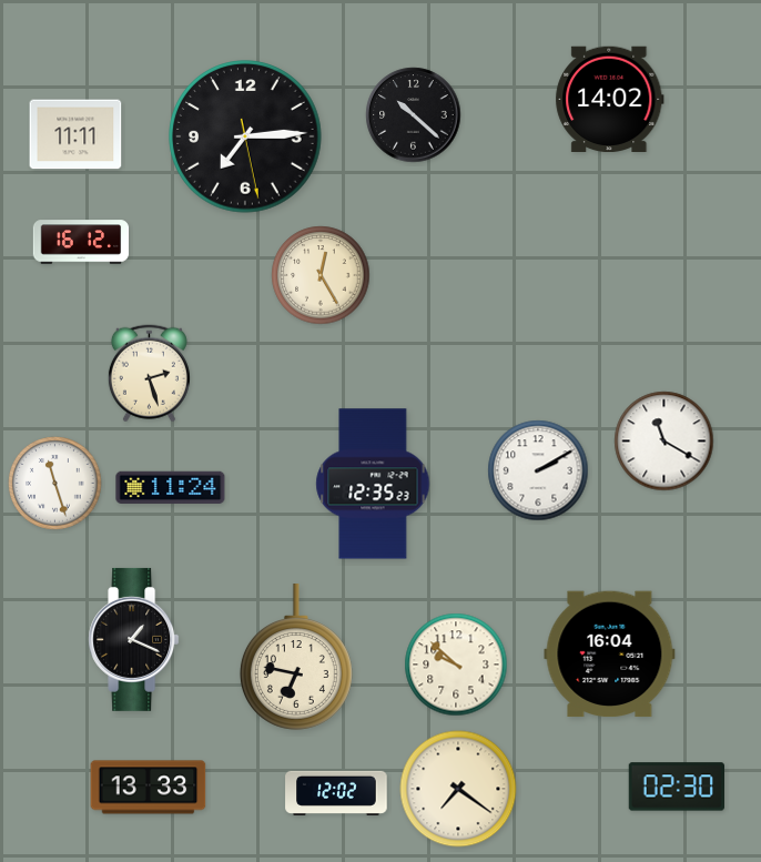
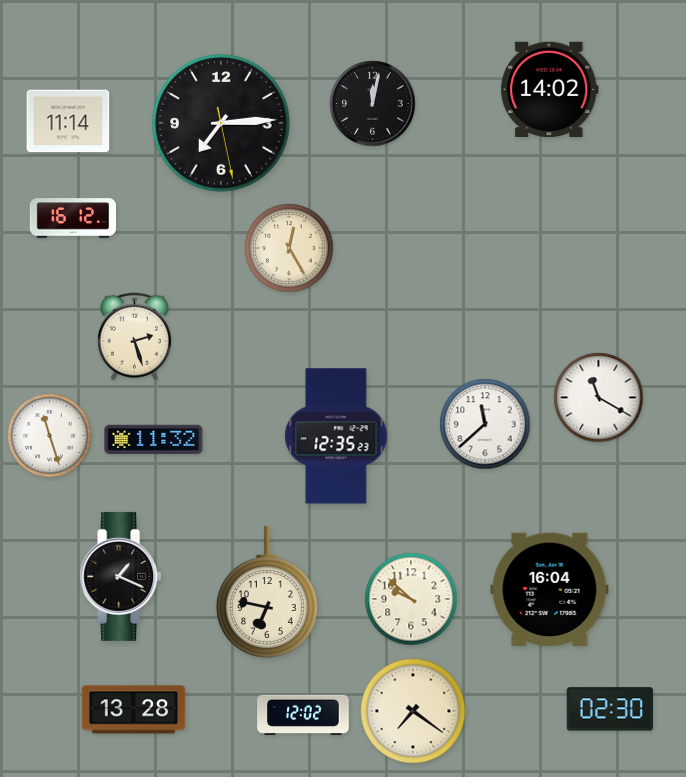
clock at (414, 115): 10:22 -> 12:02
clock at (75, 134): 11:11 -> 11:14
clock at (538, 470): 2:10 -> 11:38
clock at (171, 487): 11:24 -> 11:32
clock at (149, 788): 13:33 -> 13:28
